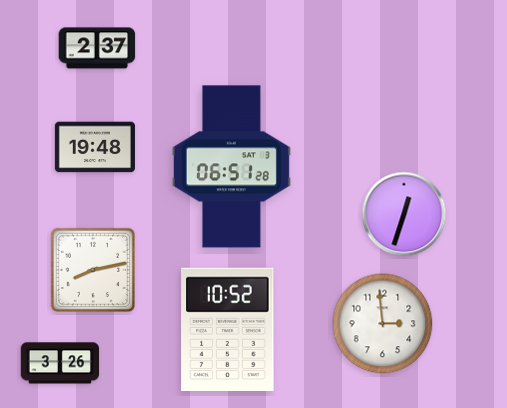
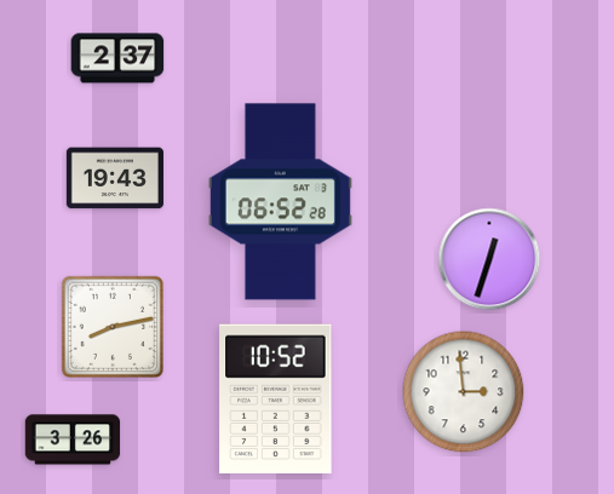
clock at (95, 147): 19:48 -> 19:43
clock at (231, 167): 06:51 -> 06:52
